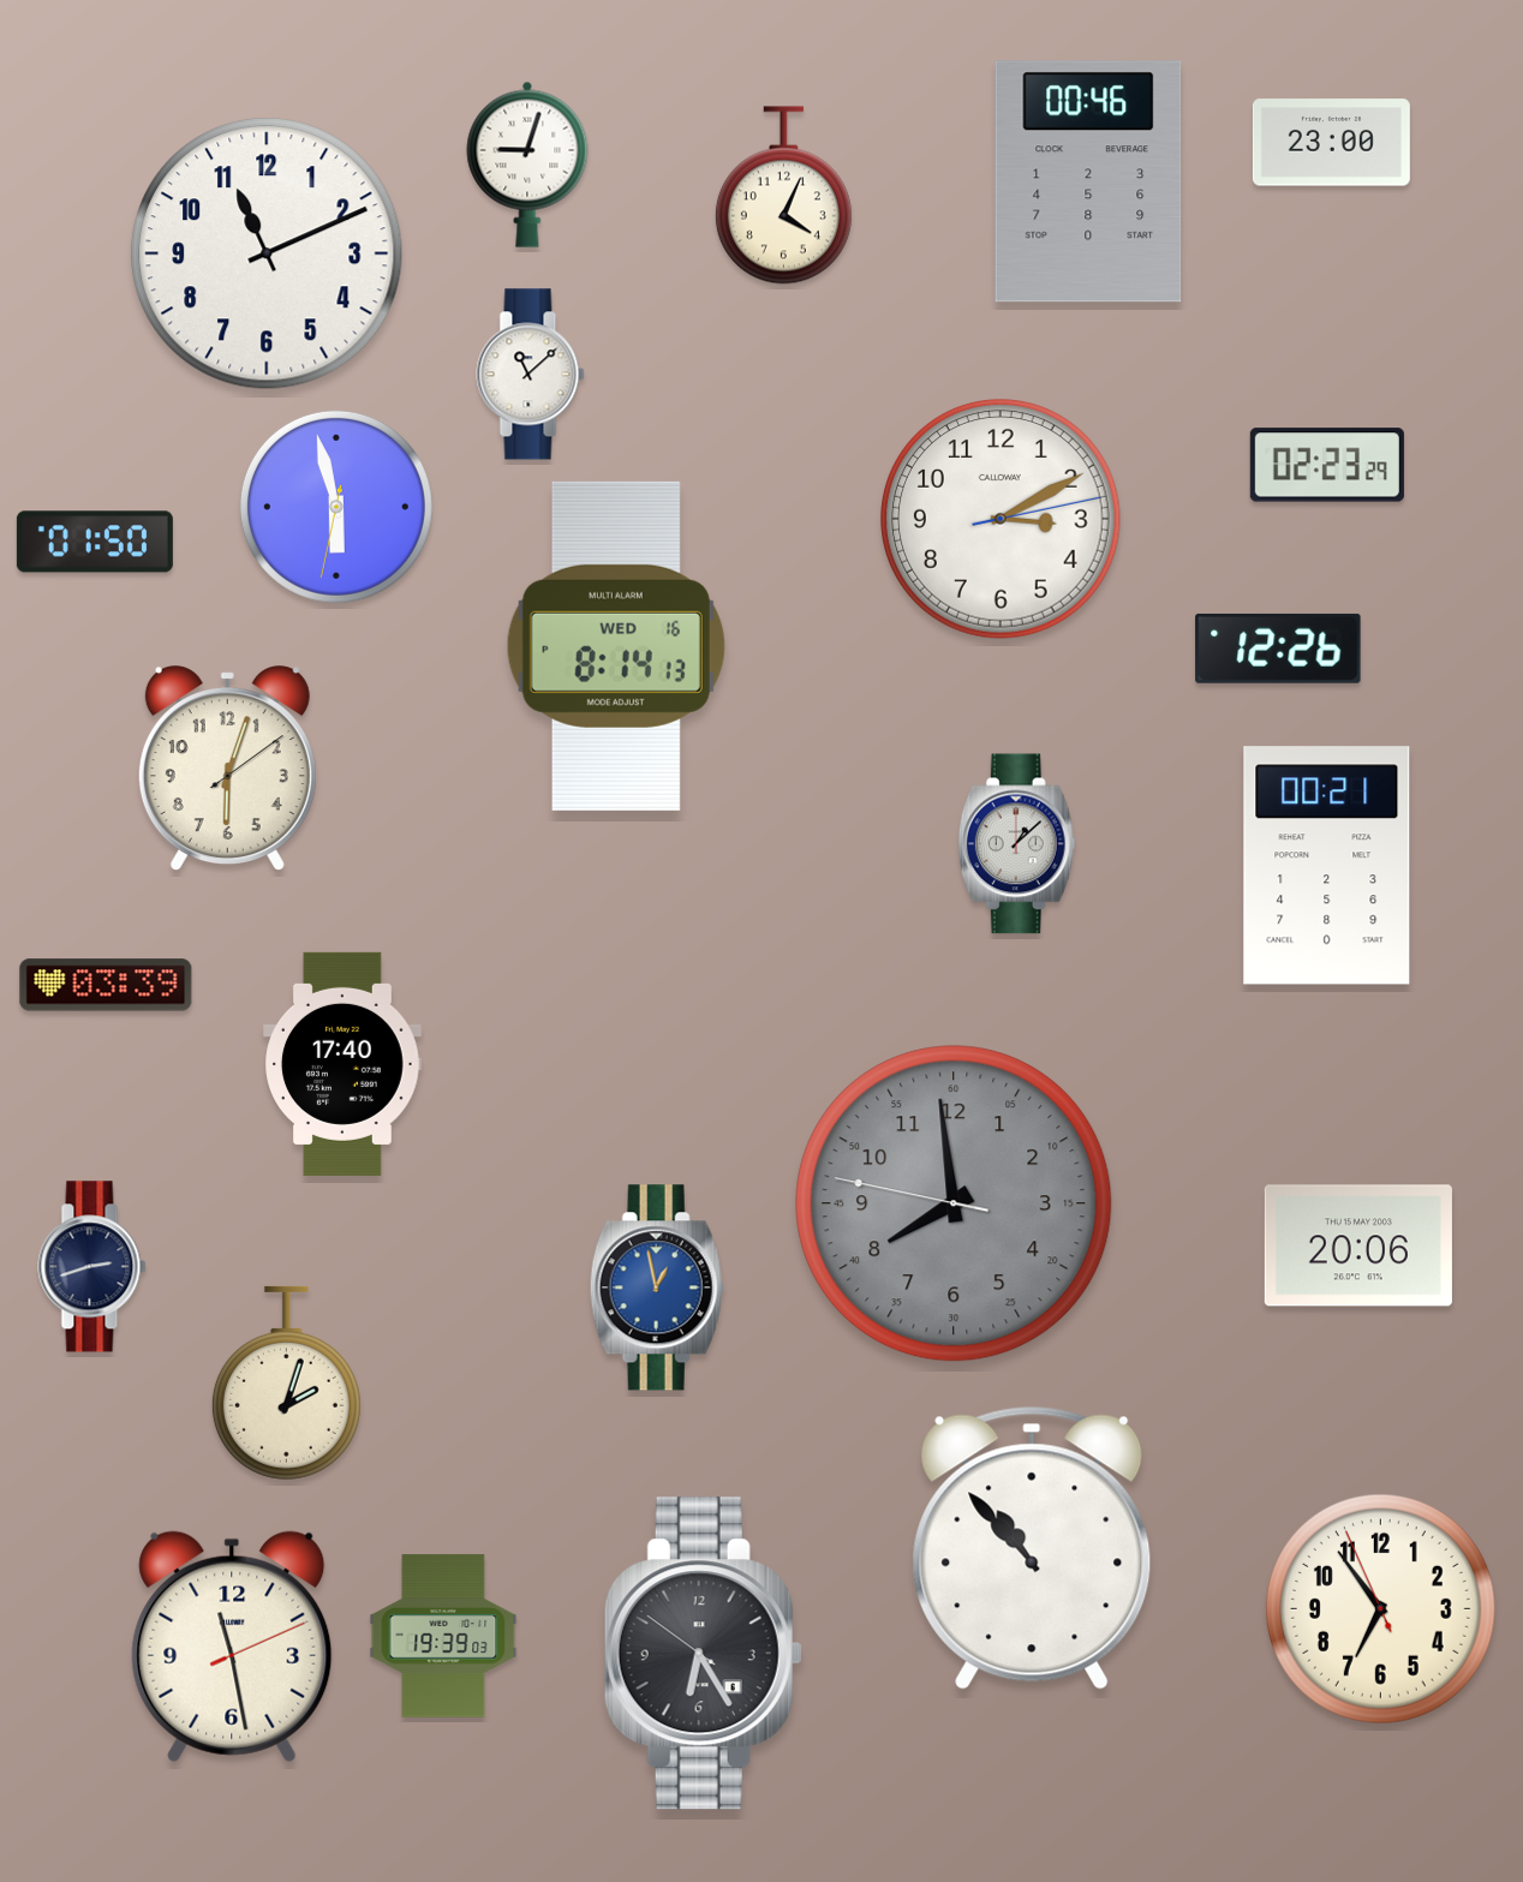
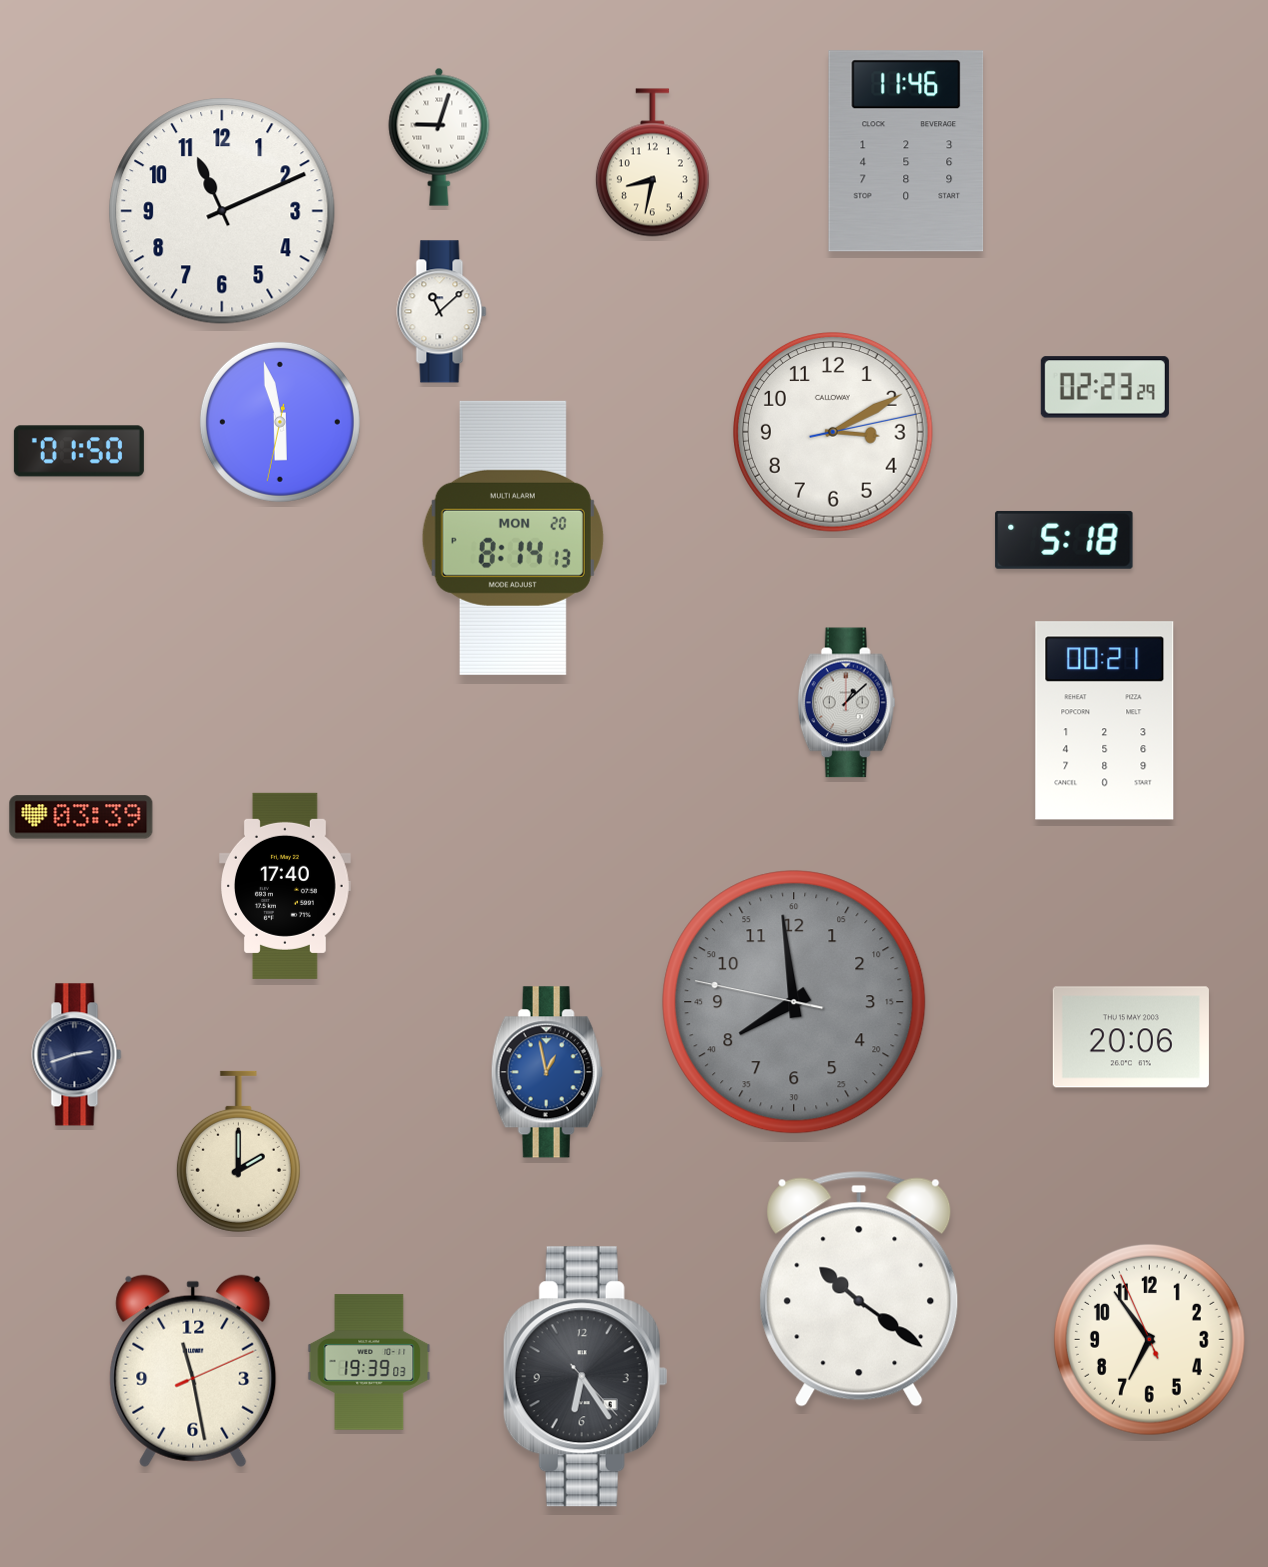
clock at (1331, 143): 23:00 -> none
clock at (1088, 181): 00:46 -> 11:46
clock at (783, 196): 4:04 -> 8:32
clock at (616, 646) date: WED 16 -> MON 20
clock at (1278, 649): 12:26 -> 5:18
clock at (227, 769): 6:03 -> none
clock at (106, 985) position: (106, 985) -> (81, 817)
clock at (286, 1382): 2:03 -> 2:00
clock at (1032, 1548): 10:53 -> 10:21
clock at (703, 1654): 6:24:51 -> 6:24:23
